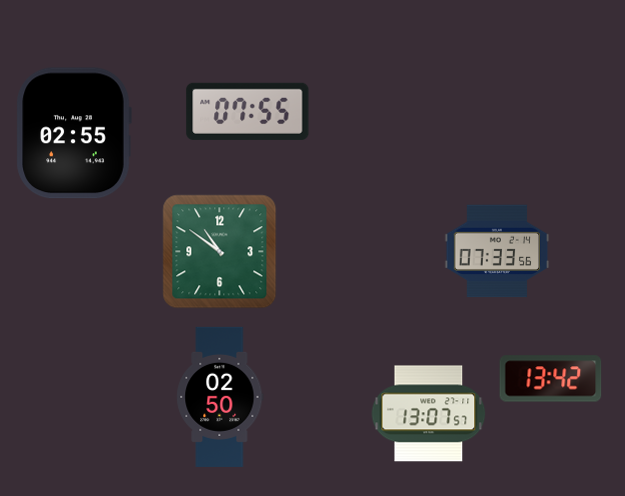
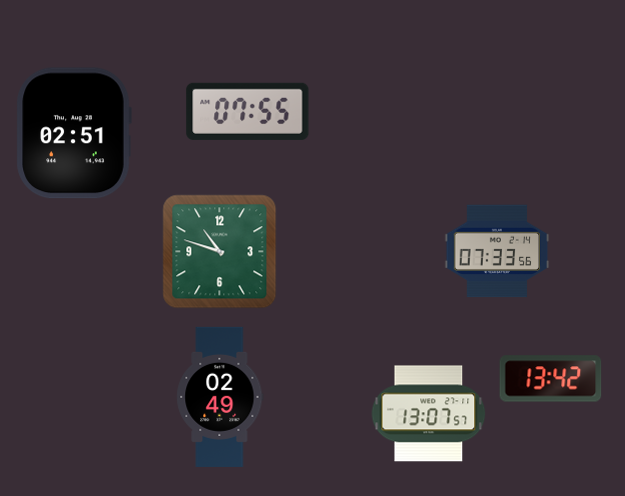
clock at (74, 133): 02:55 -> 02:51
clock at (220, 252): 10:51 -> 10:48
clock at (220, 397): 02:50 -> 02:49
